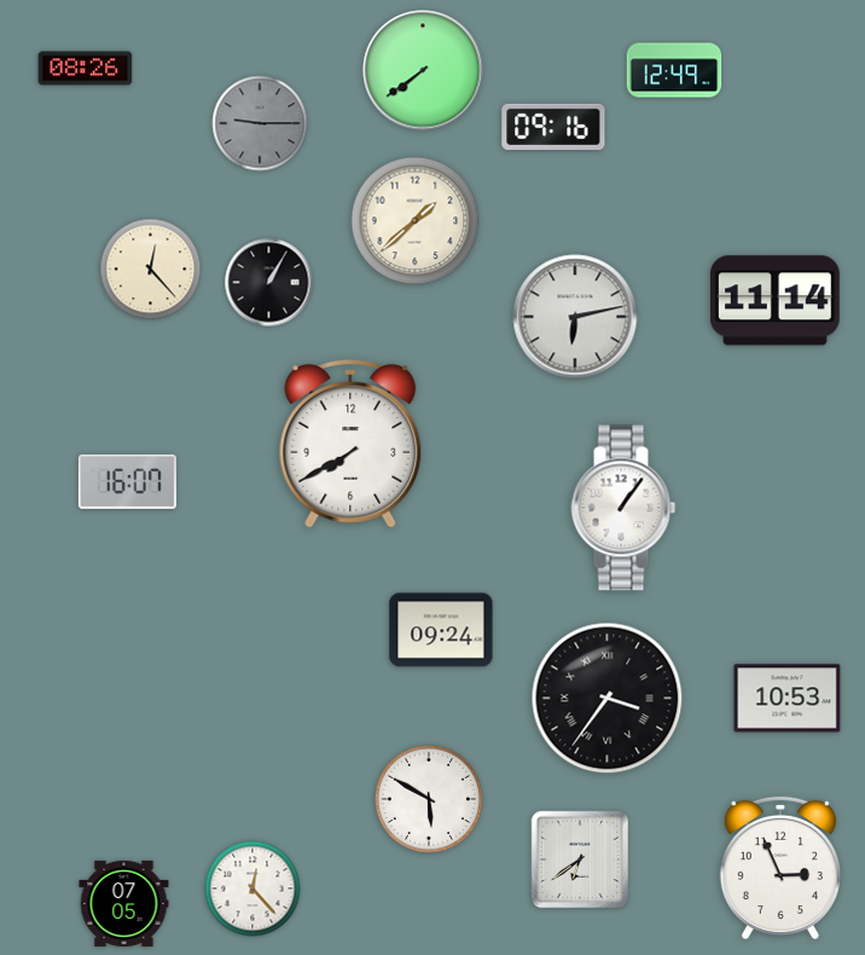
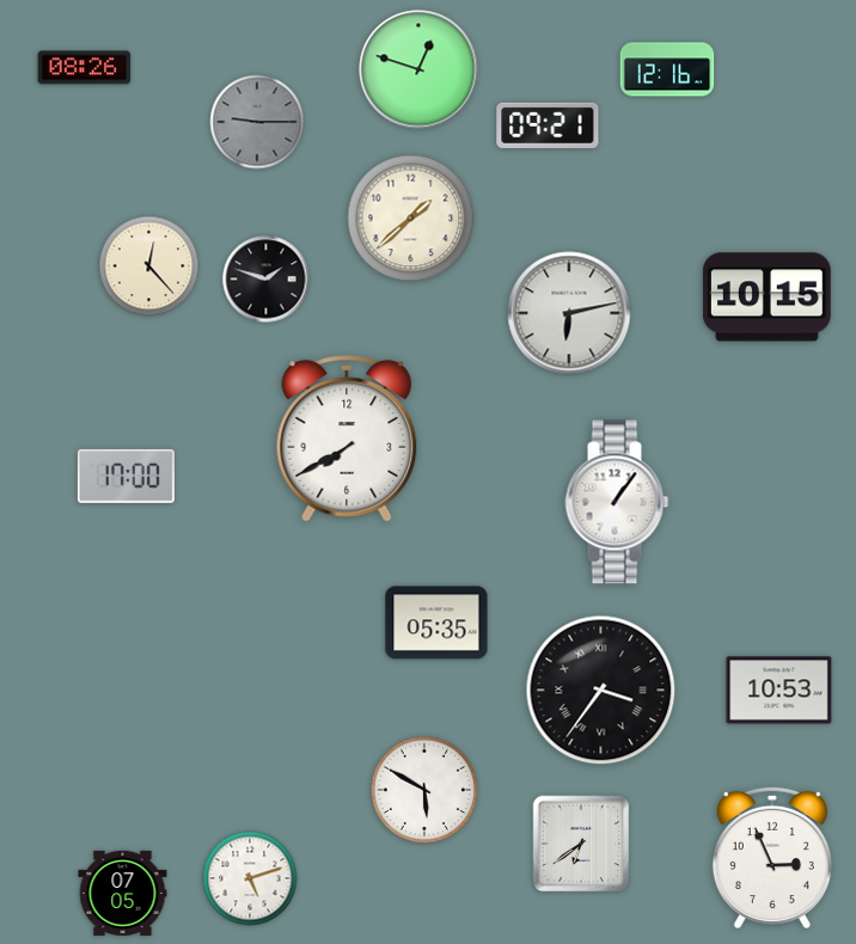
clock at (423, 70): 7:39 -> 12:48
clock at (674, 70): 12:49 -> 12:16
clock at (553, 127): 09:16 -> 09:21
clock at (269, 283): 1:05 -> 1:48
clock at (776, 301): 11:14 -> 10:15
clock at (127, 481): 16:07 -> 17:00
clock at (441, 630): 09:24 -> 05:35
clock at (580, 859) position: (580, 859) -> (581, 844)
clock at (252, 889): 12:23 -> 5:12
